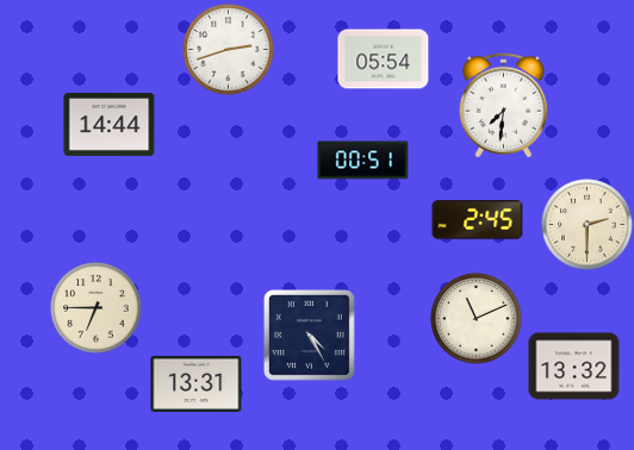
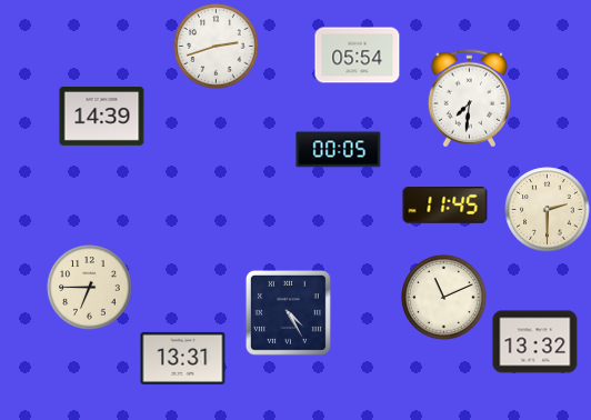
clock at (229, 50) position: (229, 50) -> (217, 47)
clock at (110, 124): 14:44 -> 14:39
clock at (363, 161): 00:51 -> 00:05
clock at (478, 220): 2:45 -> 11:45
